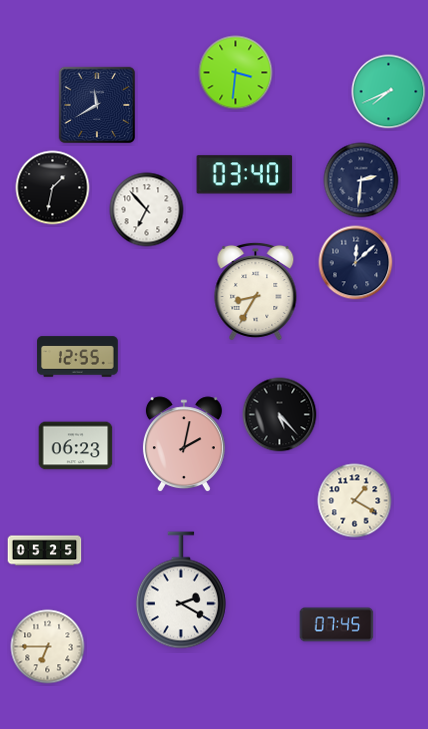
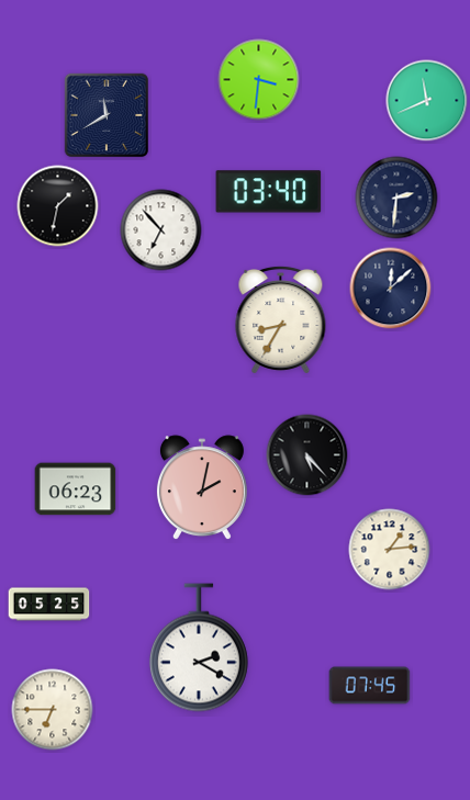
clock at (389, 92): 7:41 -> 11:41
clock at (78, 357): 12:55 -> none
clock at (76, 446) position: (76, 446) -> (76, 489)
clock at (355, 501): 1:20 -> 1:14
